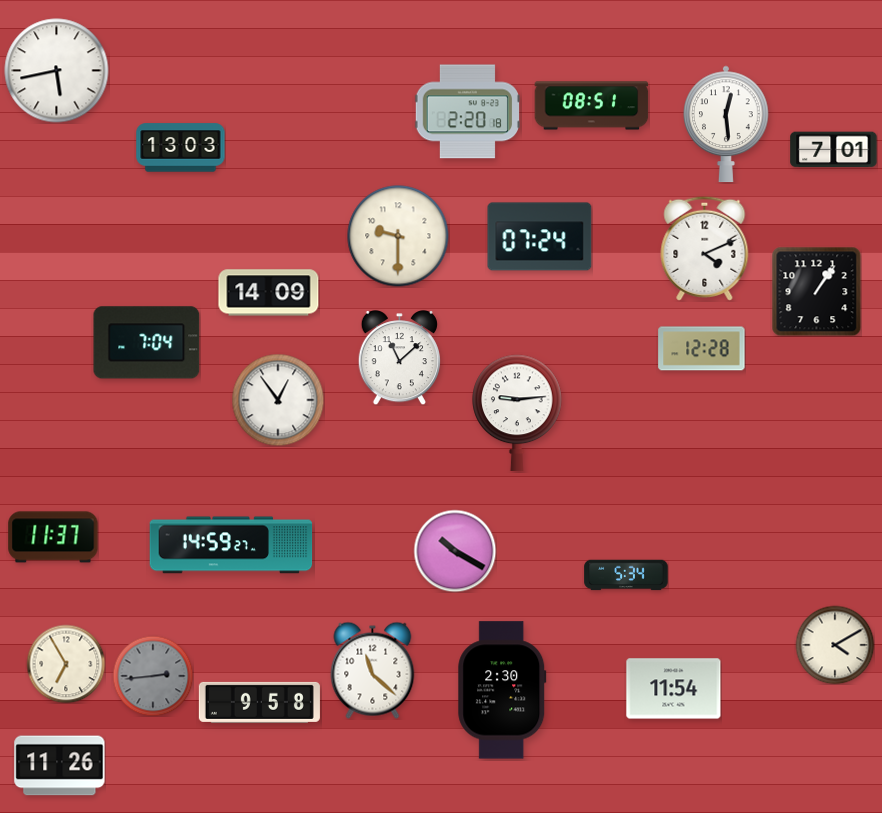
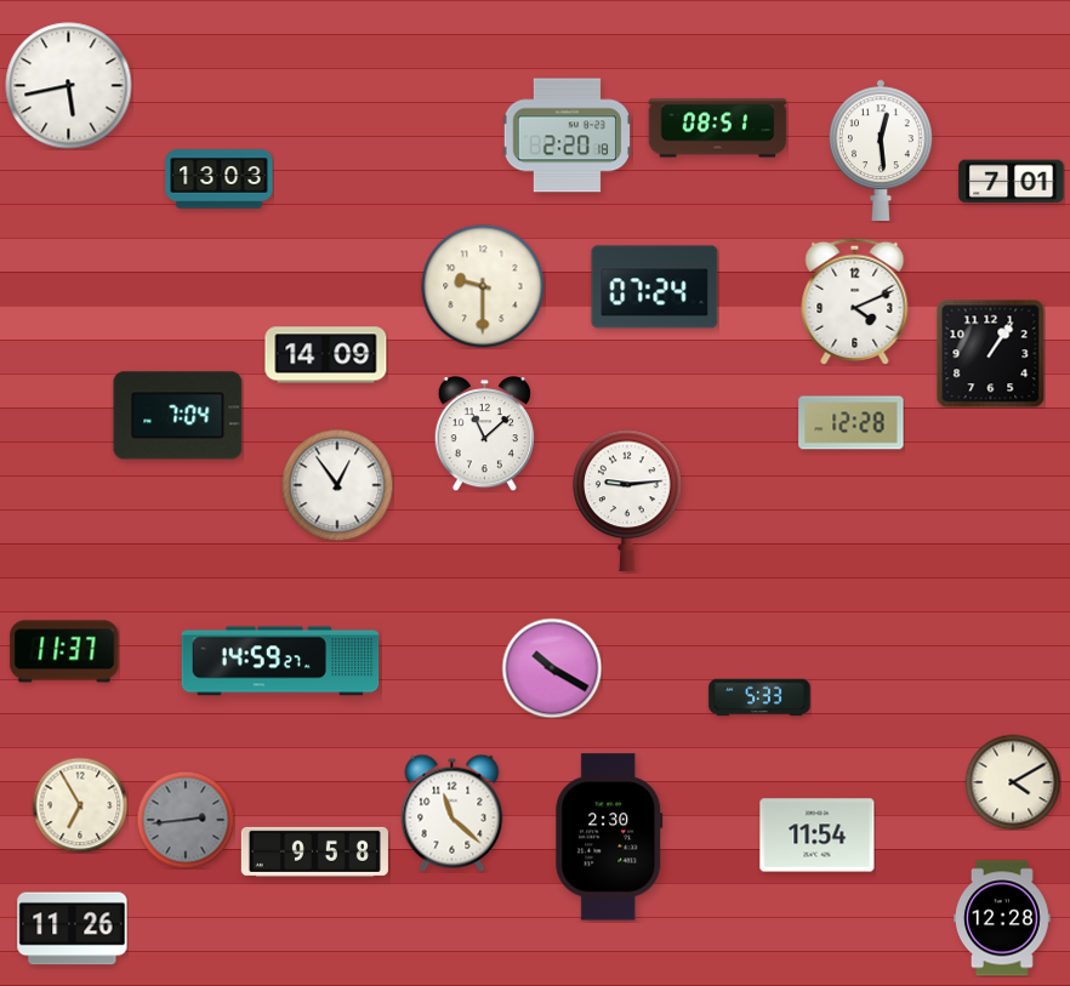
clock at (626, 575): 5:34 -> 5:33
clock at (1003, 918): none -> 12:28
